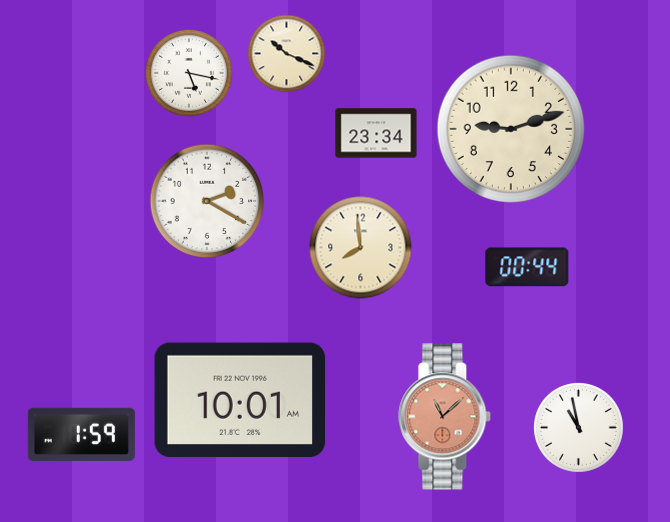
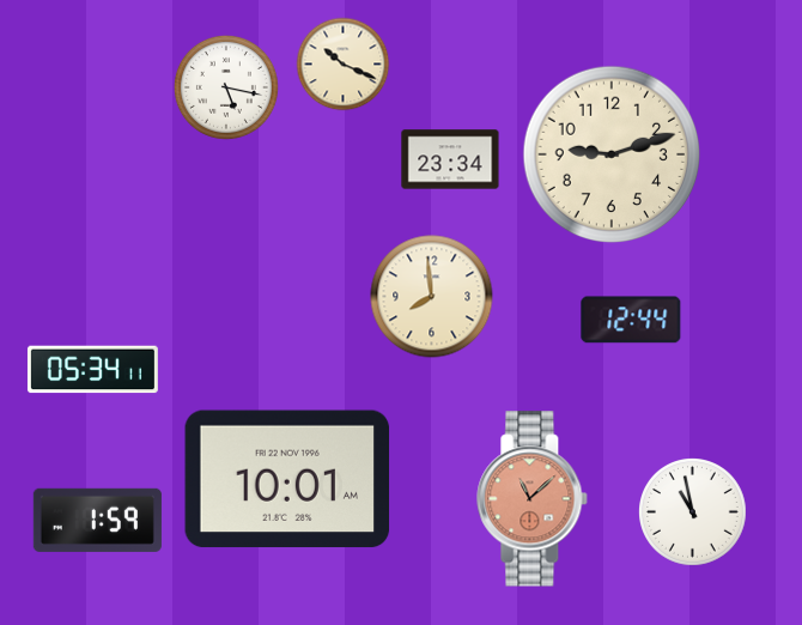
clock at (207, 201): 2:20 -> none
clock at (527, 267): 00:44 -> 12:44
clock at (92, 370): none -> 05:34
